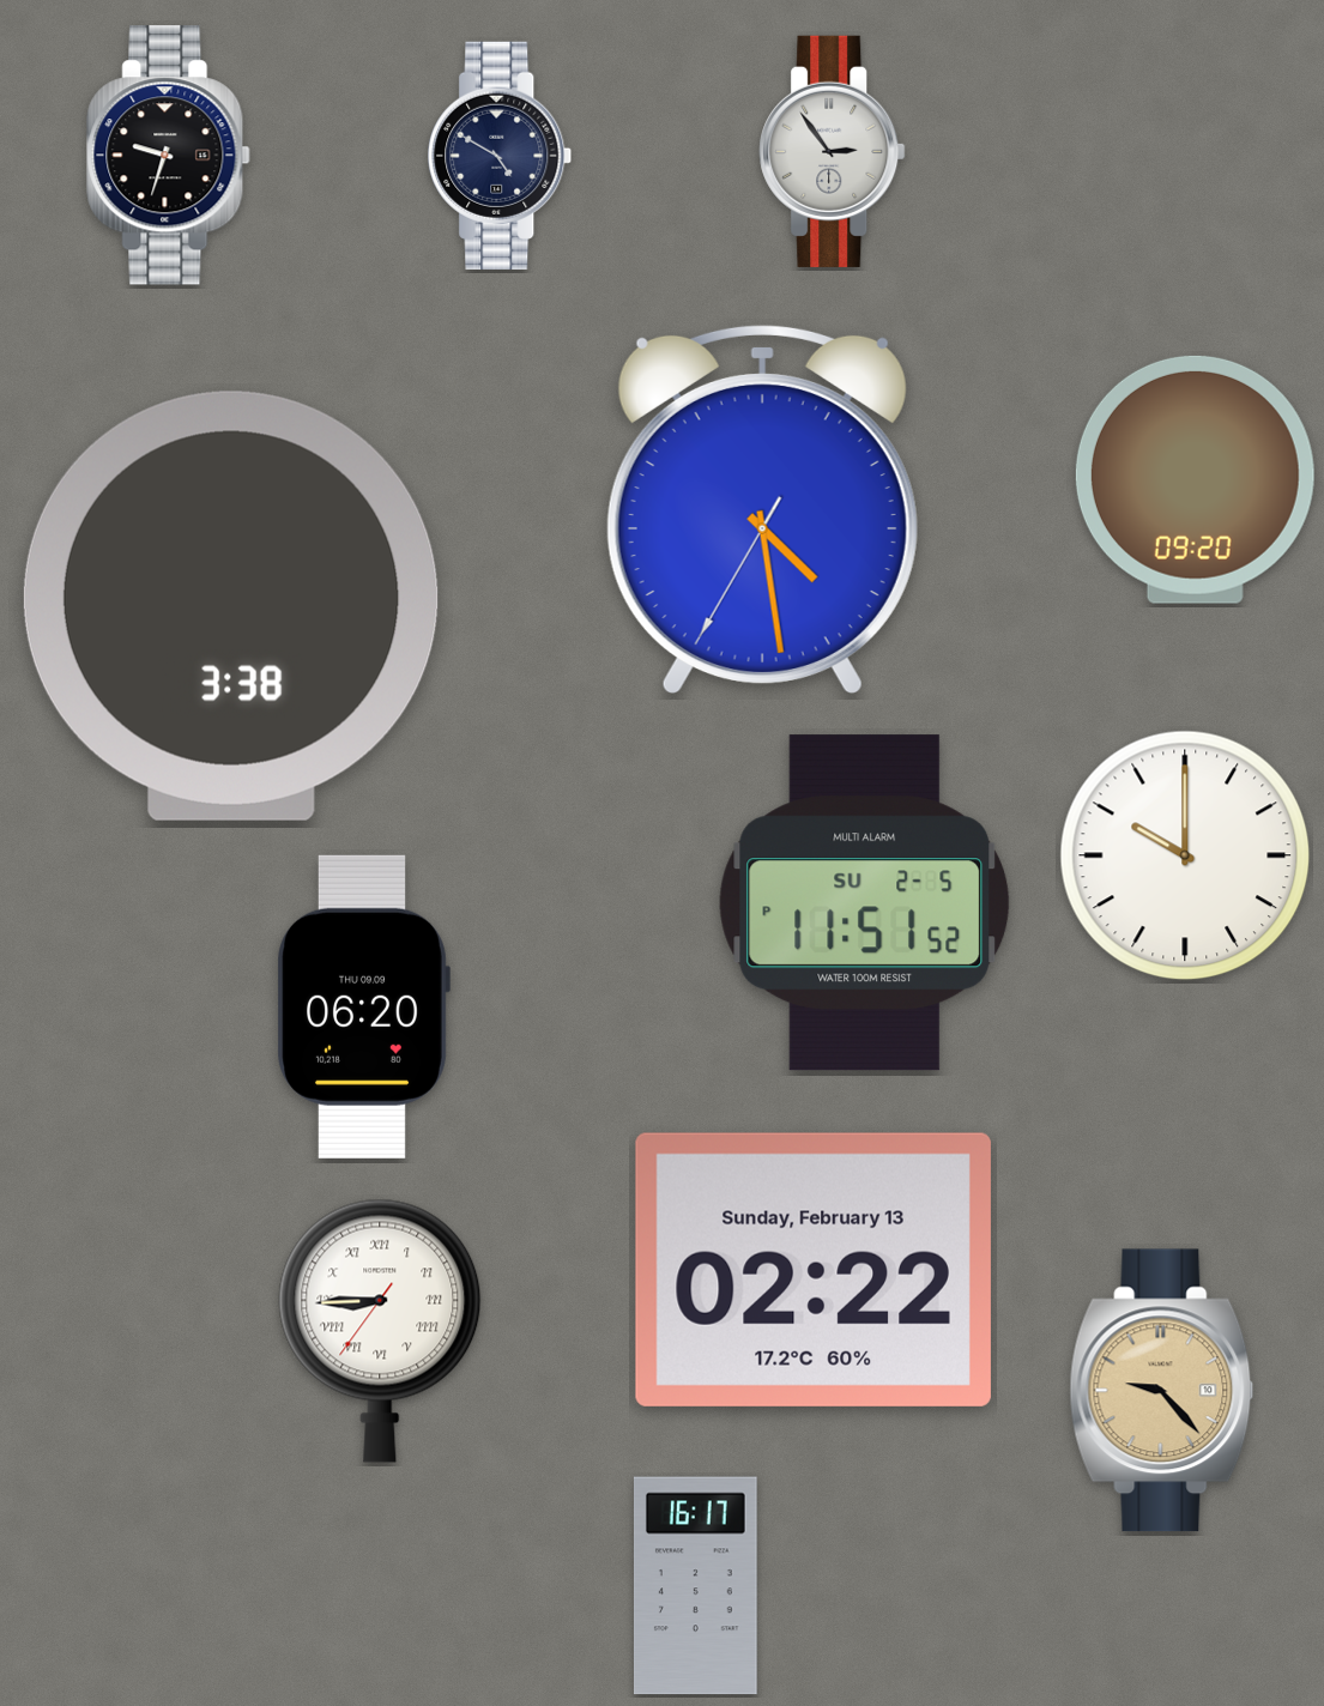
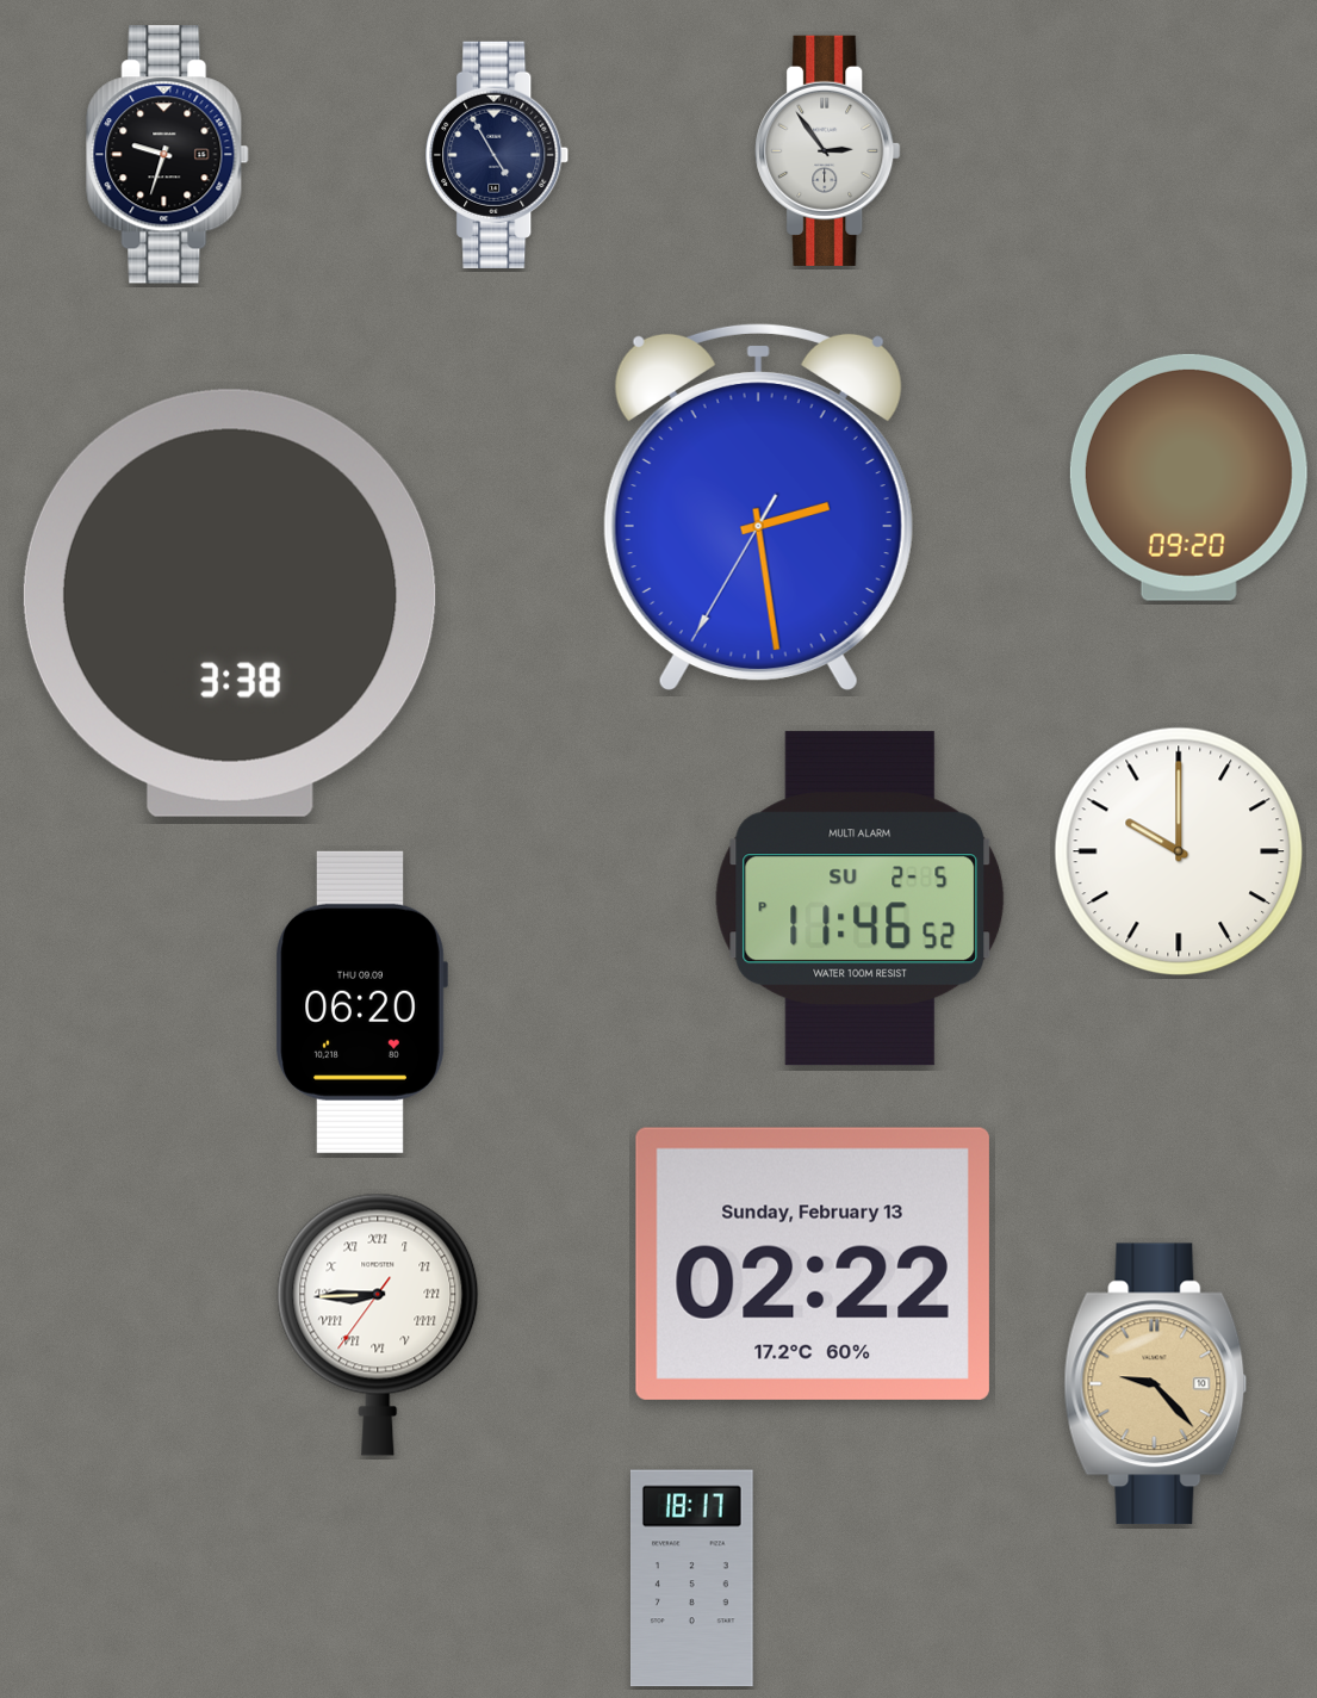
clock at (500, 156): 4:50 -> 4:55
clock at (762, 509): 4:28 -> 2:28
clock at (865, 903): 11:51 -> 11:46
clock at (814, 1270) position: (814, 1270) -> (813, 1264)
clock at (695, 1586): 16:17 -> 18:17
